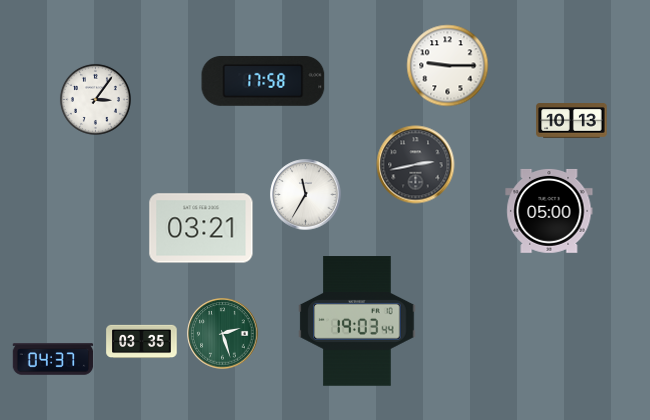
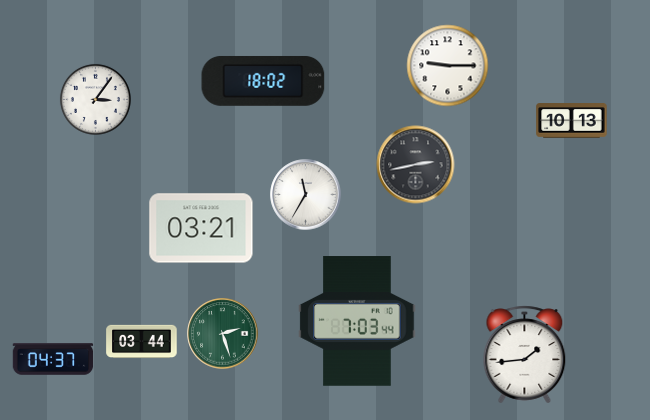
clock at (263, 81): 17:58 -> 18:02
clock at (549, 211): 05:00 -> none
clock at (357, 321): 19:03 -> 7:03
clock at (142, 342): 03:35 -> 03:44
clock at (525, 355): none -> 1:44
